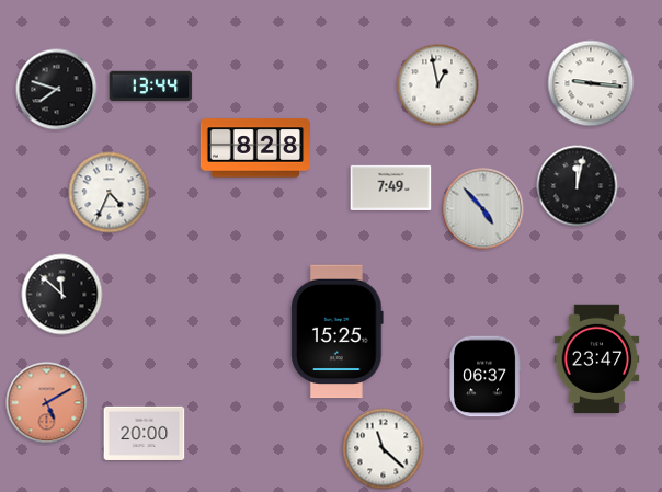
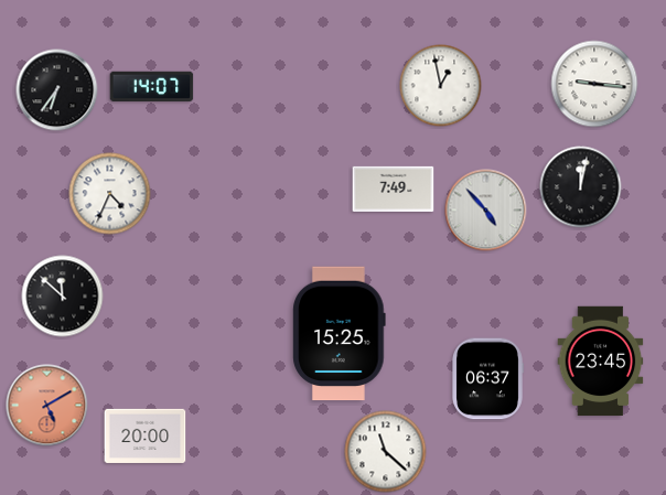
clock at (151, 87): 13:44 -> 14:07
clock at (57, 90): 7:48 -> 6:36
clock at (254, 148): 8:28 -> none
clock at (597, 359): 23:47 -> 23:45
